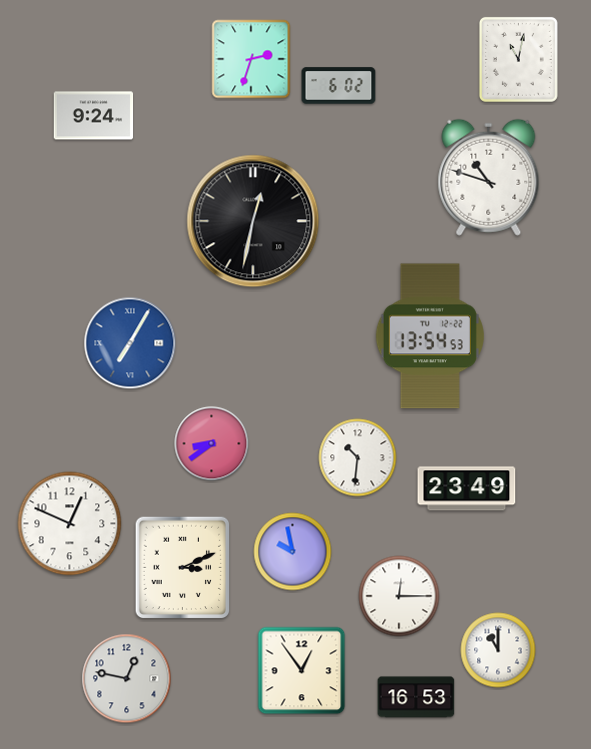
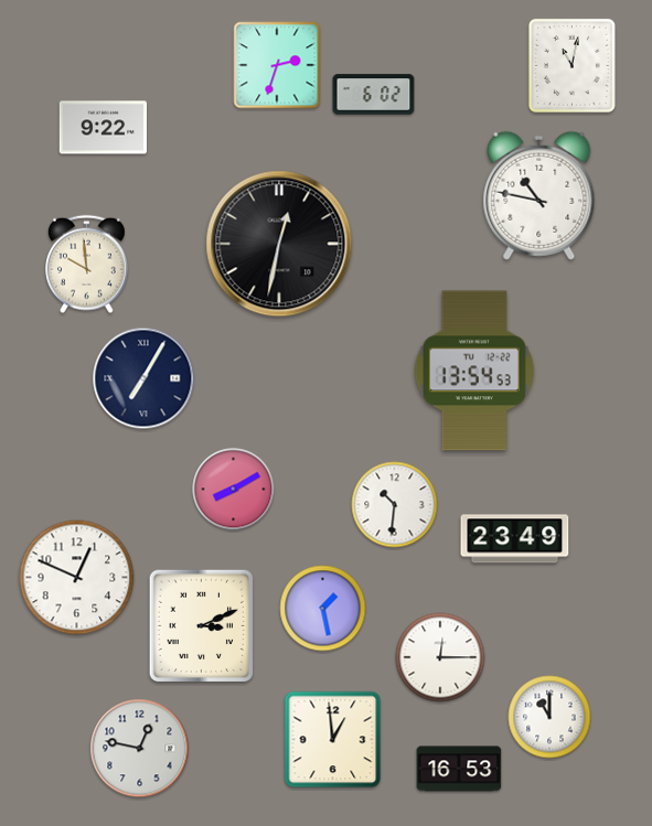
clock at (94, 116): 9:24 -> 9:22
clock at (489, 177): 10:48 -> 10:47
clock at (87, 265): none -> 9:59
clock at (130, 343) dial: blue -> navy
clock at (212, 444): 8:39 -> 8:10
clock at (293, 552): 9:58 -> 1:28
clock at (302, 671): 12:54 -> 12:59
